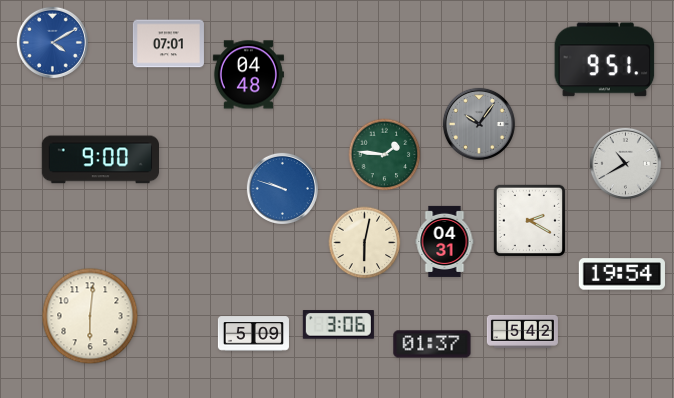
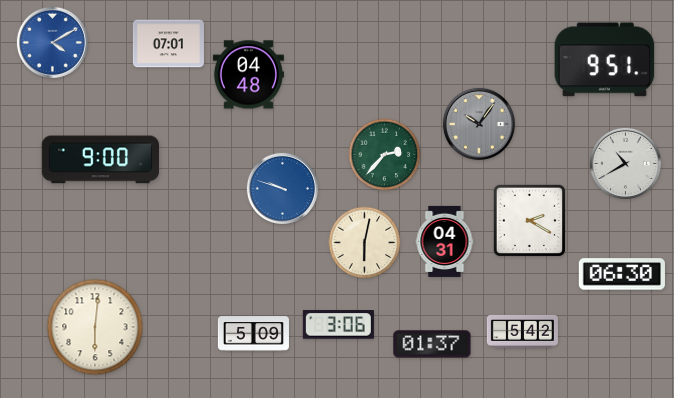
clock at (385, 155): 1:46 -> 2:37
clock at (622, 274): 19:54 -> 06:30
clock at (90, 316) position: (90, 316) -> (95, 327)
